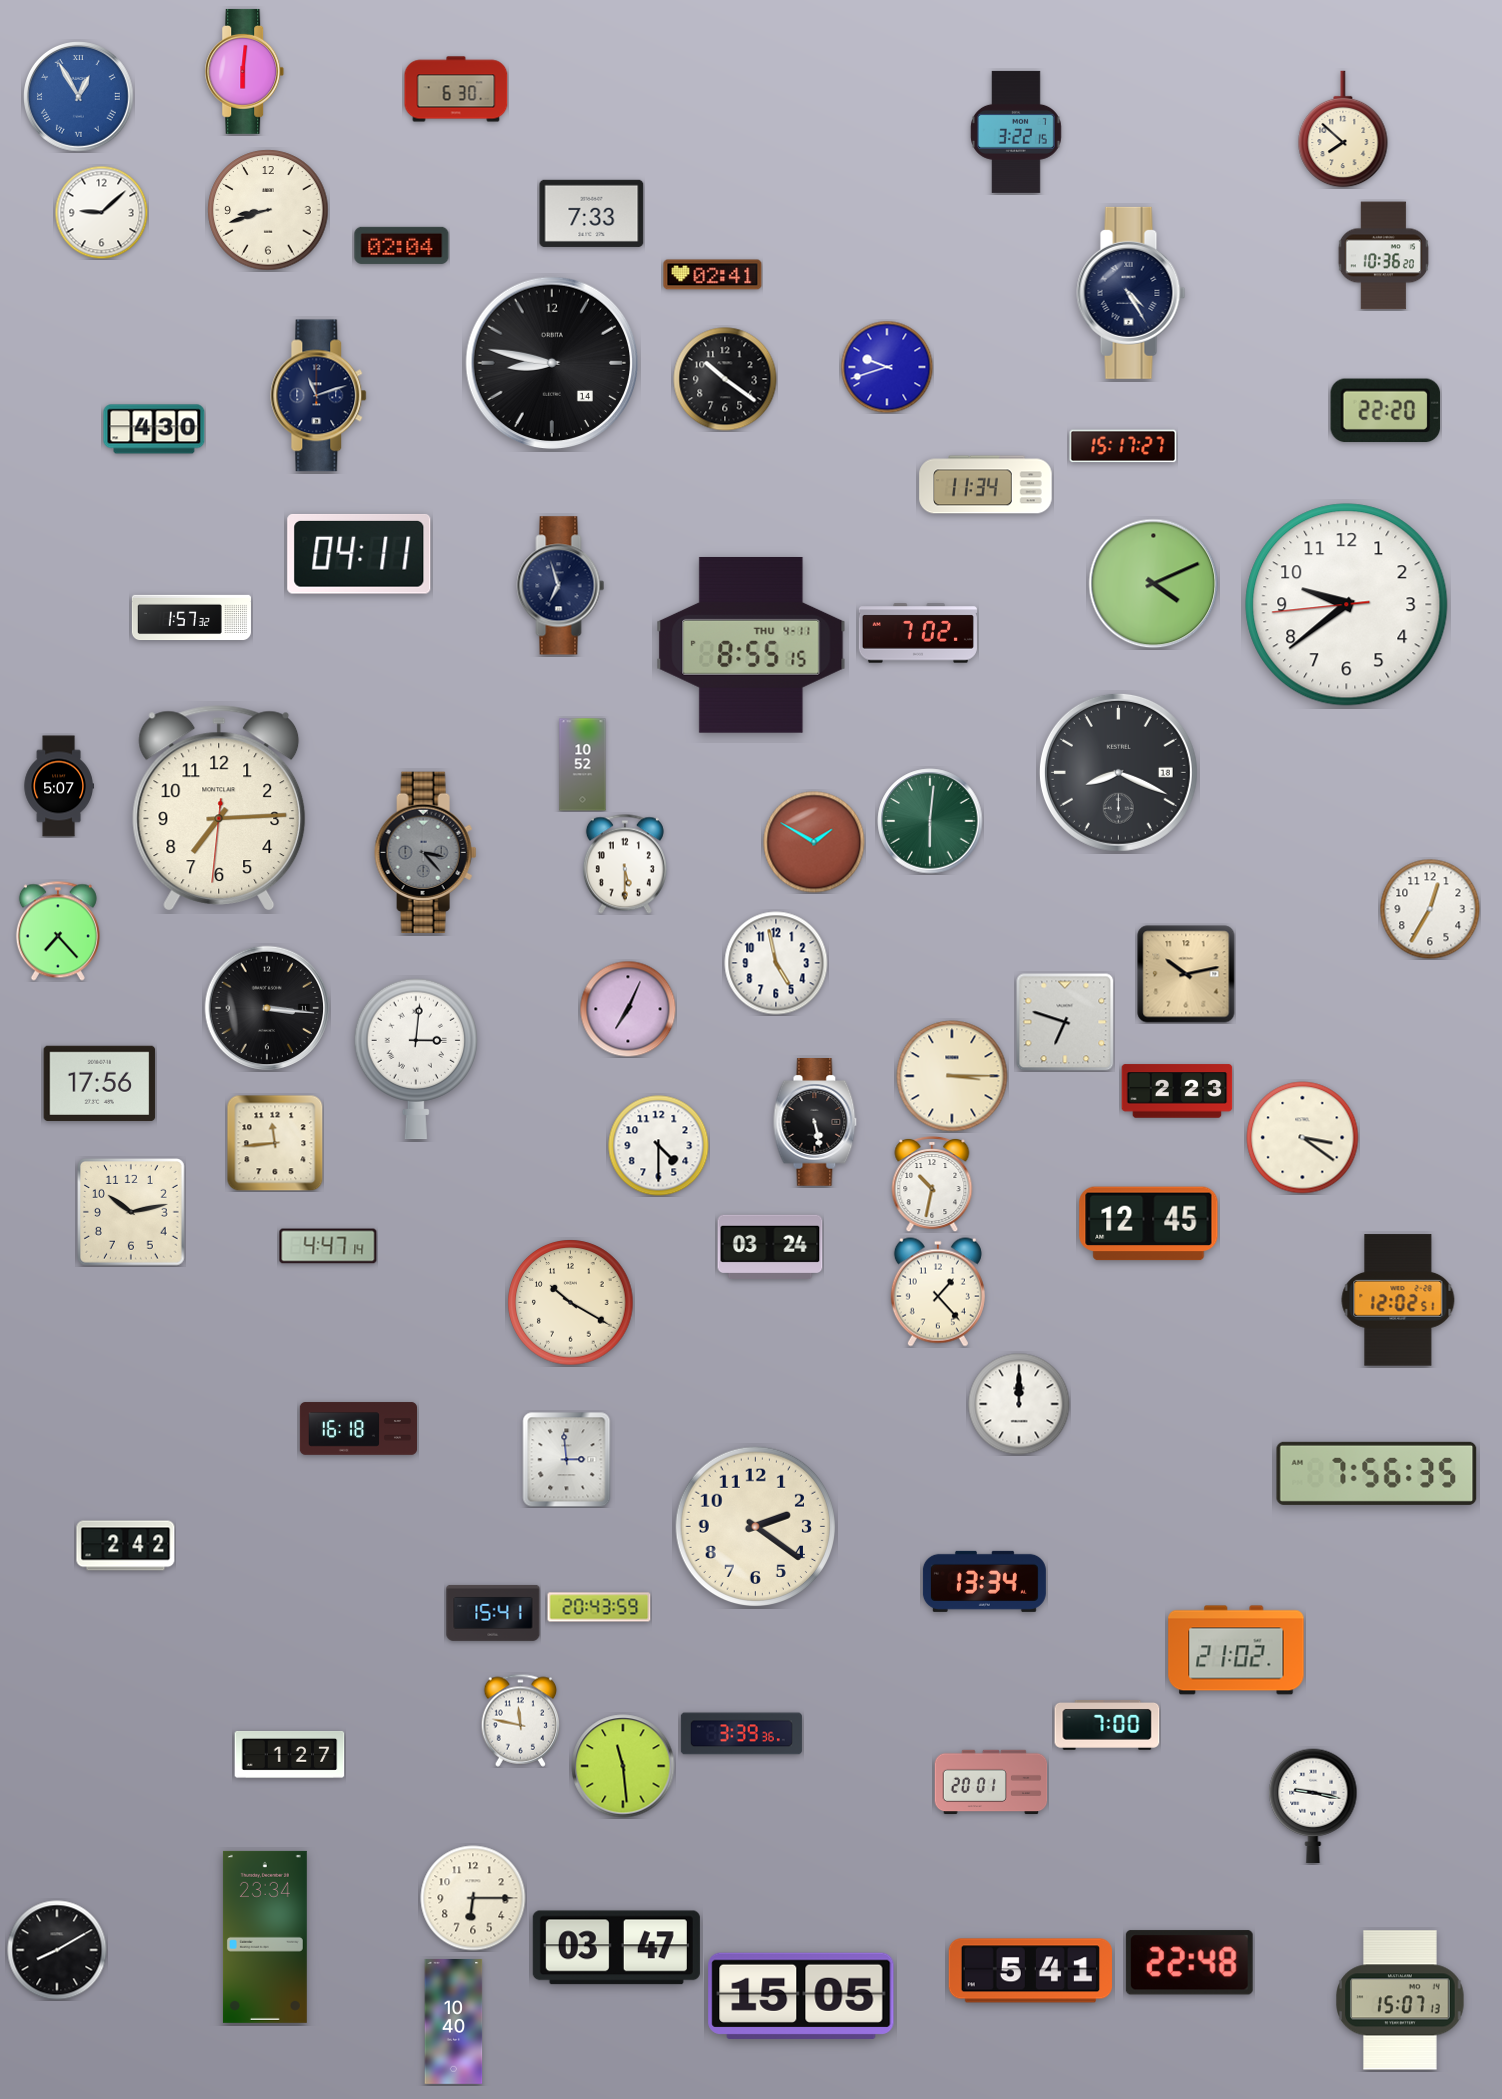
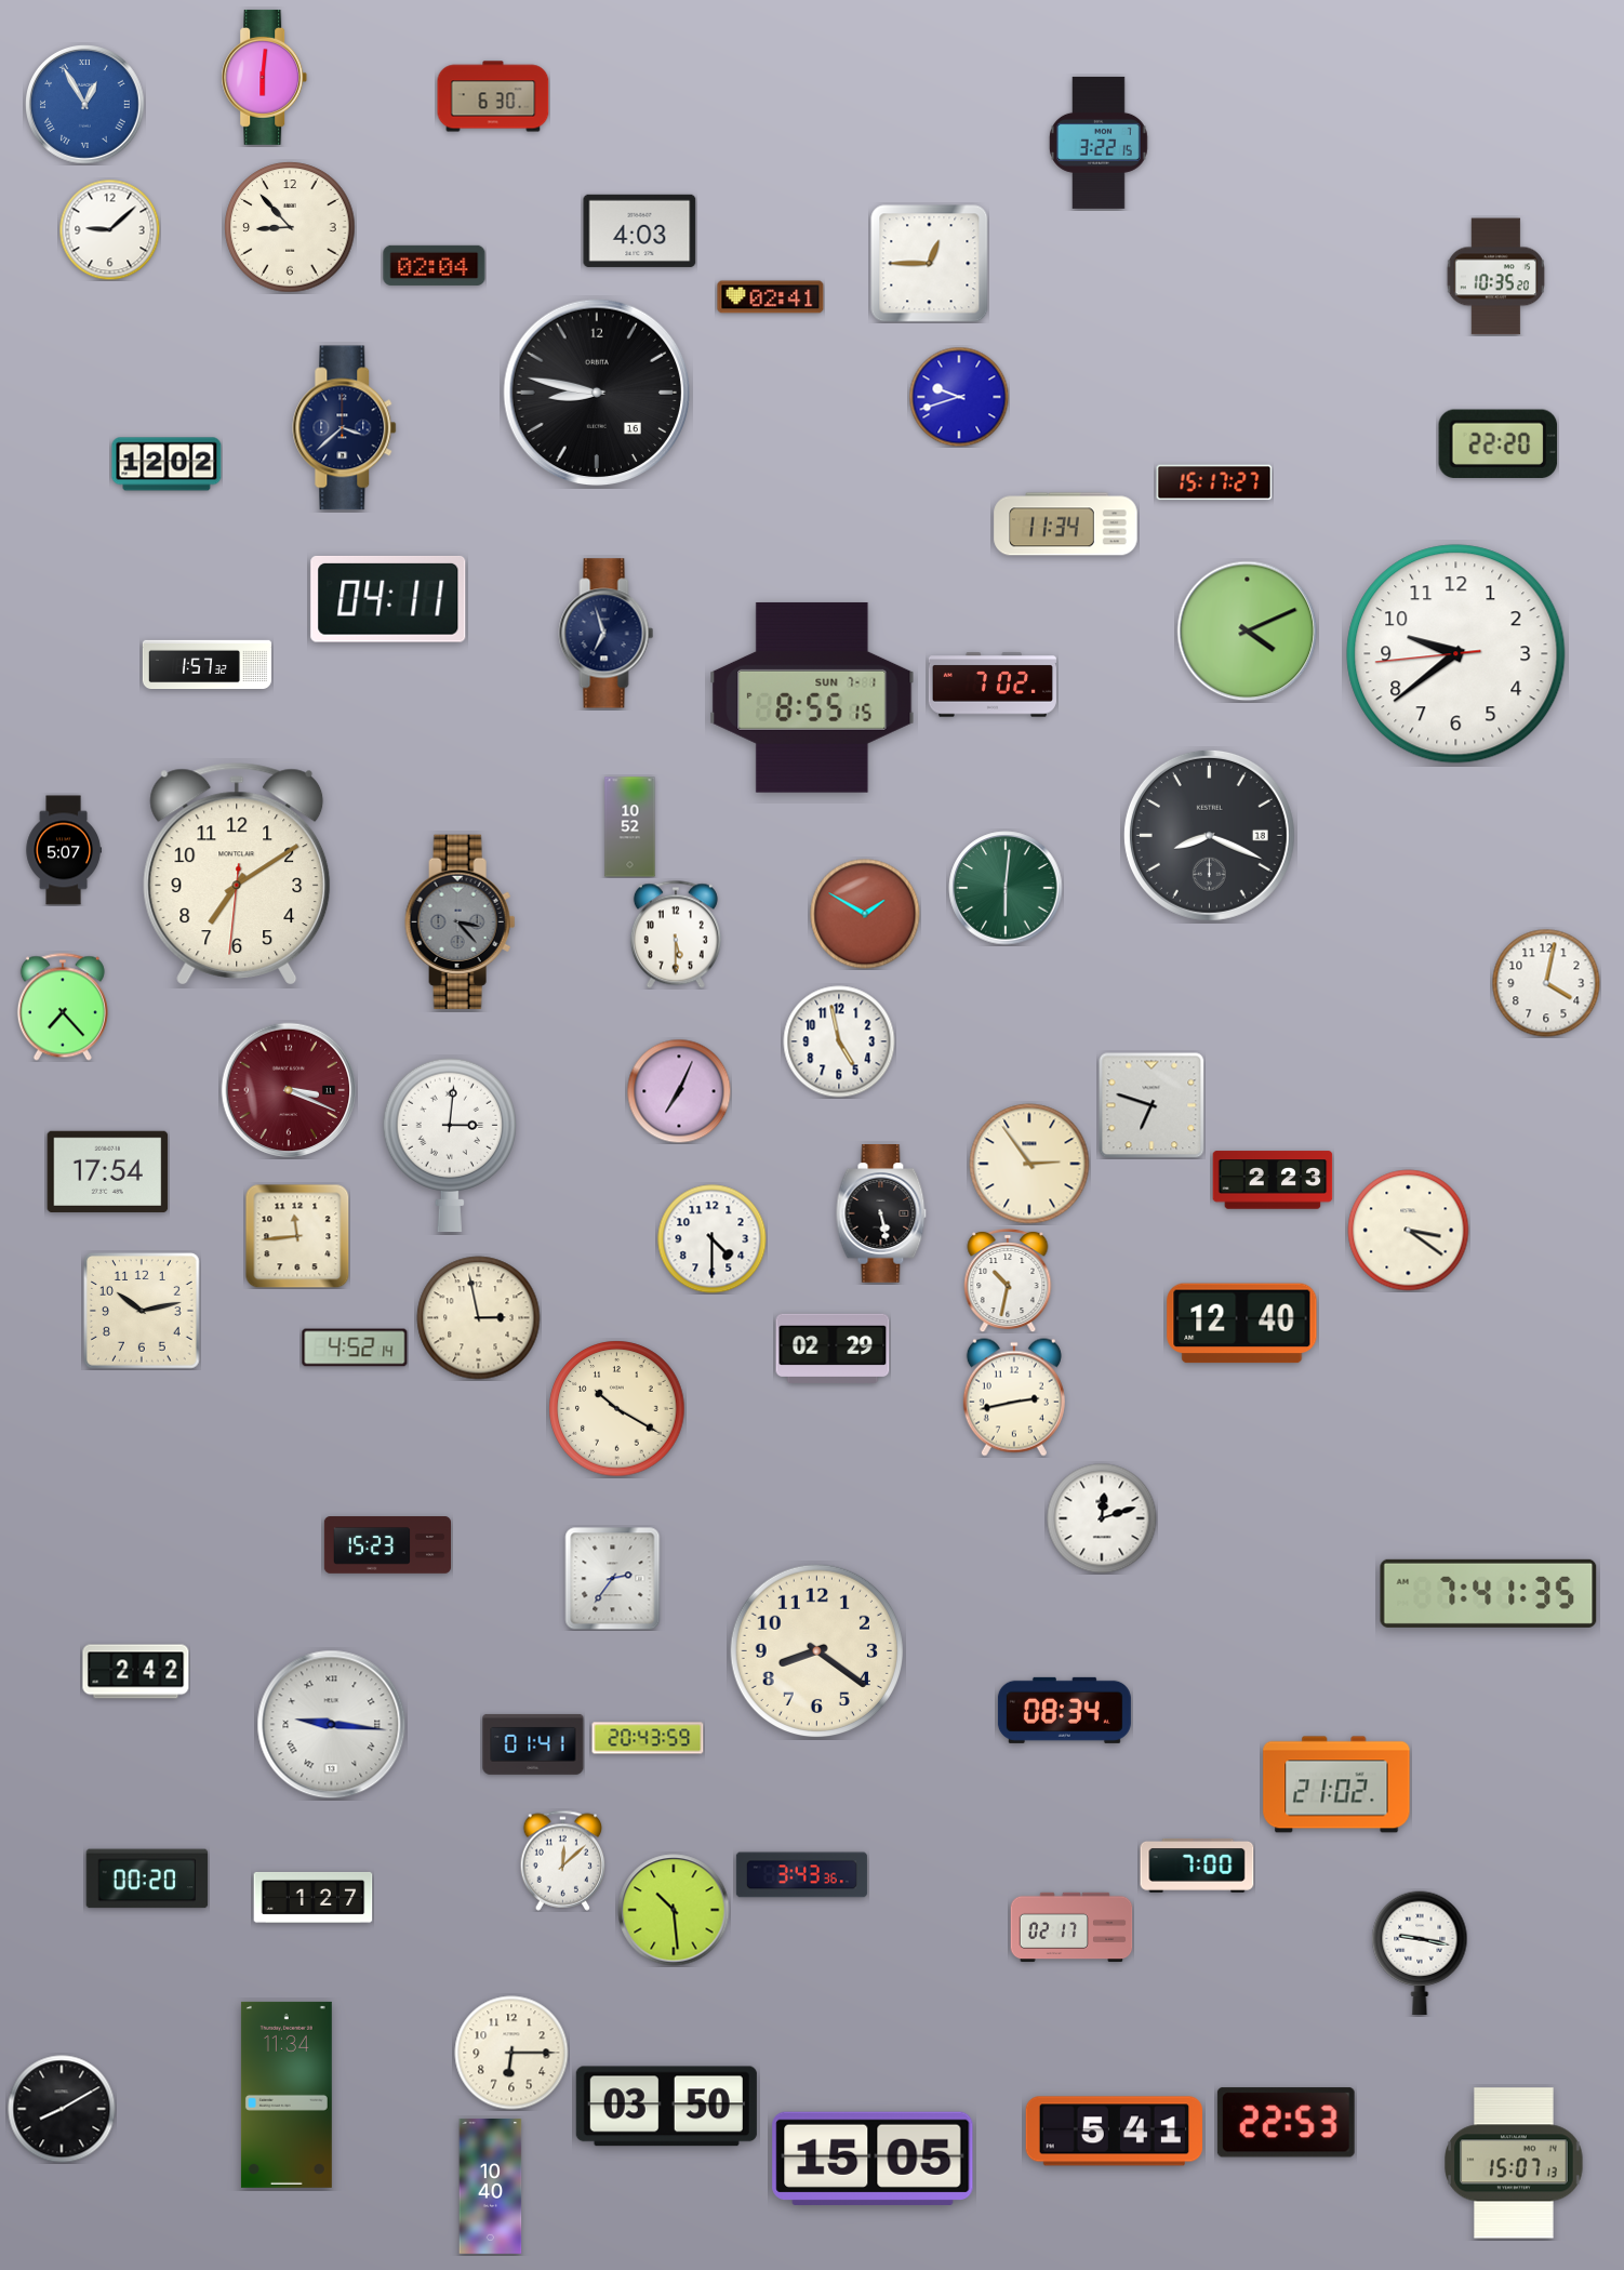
clock at (1343, 129): 7:52 -> none
clock at (268, 210): 8:42 -> 8:53
clock at (592, 213): 7:33 -> 4:03
clock at (930, 264): none -> 12:45
clock at (1383, 256): 10:36 -> 10:35
clock at (1131, 293): 4:25 -> none
clock at (552, 363) date: 14 -> 16
clock at (725, 379): 10:21 -> none
clock at (319, 396): 11:12 -> 3:38
clock at (154, 429): 4:30 -> 12:02
clock at (191, 618) position: (191, 618) -> (207, 665)
clock at (751, 645) date: THU 4-11 -> SUN 7-1
clock at (219, 808): 7:14 -> 7:09
clock at (814, 842) position: (814, 842) -> (865, 914)
clock at (1430, 909): 12:35 -> 4:02
clock at (1186, 974): 10:13 -> none
clock at (267, 1008): 3:16 -> 3:19
clock at (267, 1008) dial: black -> burgundy
clock at (952, 1076): 3:15 -> 2:54
clock at (100, 1083): 17:56 -> 17:54
clock at (479, 1318): none -> 2:58
clock at (1149, 1224): 12:45 -> 12:40
clock at (328, 1246): 4:47 -> 4:52
clock at (770, 1246): 03:24 -> 02:29
clock at (938, 1292): 1:23 -> 2:43
clock at (1398, 1300): 12:02 -> none
clock at (1019, 1404): 12:00 -> 12:12
clock at (358, 1429): 16:18 -> 15:23
clock at (567, 1459): 2:59 -> 2:36
clock at (1377, 1473): 7:56 -> 7:41
clock at (755, 1526): 2:21 -> 8:21
clock at (984, 1581): 13:34 -> 08:34
clock at (332, 1725): none -> 9:16
clock at (493, 1613): 15:41 -> 01:41
clock at (521, 1720): 11:47 -> 12:08
clock at (741, 1734): 3:39 -> 3:43
clock at (147, 1879): none -> 00:20
clock at (623, 1766): 11:29 -> 10:29
clock at (991, 1782): 20:01 -> 02:17
clock at (265, 1937): 23:34 -> 11:34
clock at (616, 1948): 03:47 -> 03:50
clock at (1189, 1963): 22:48 -> 22:53
clock at (801, 1996) position: (801, 1996) -> (873, 2159)
